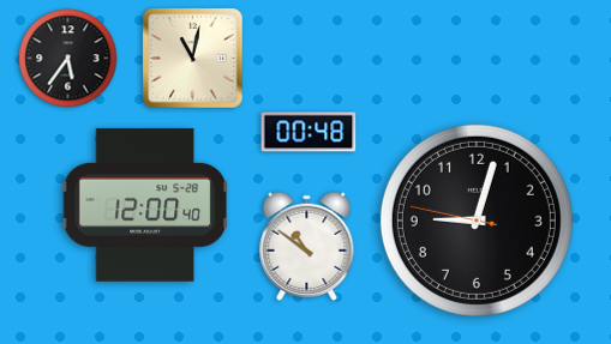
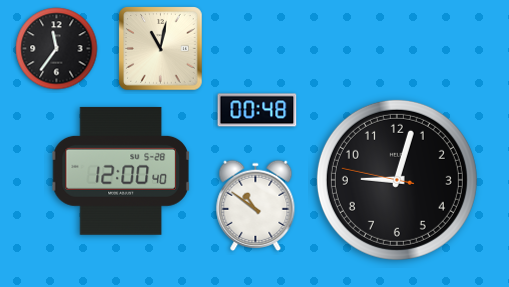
clock at (68, 59): 5:36 -> 11:36
clock at (477, 221) position: (477, 221) -> (397, 180)
